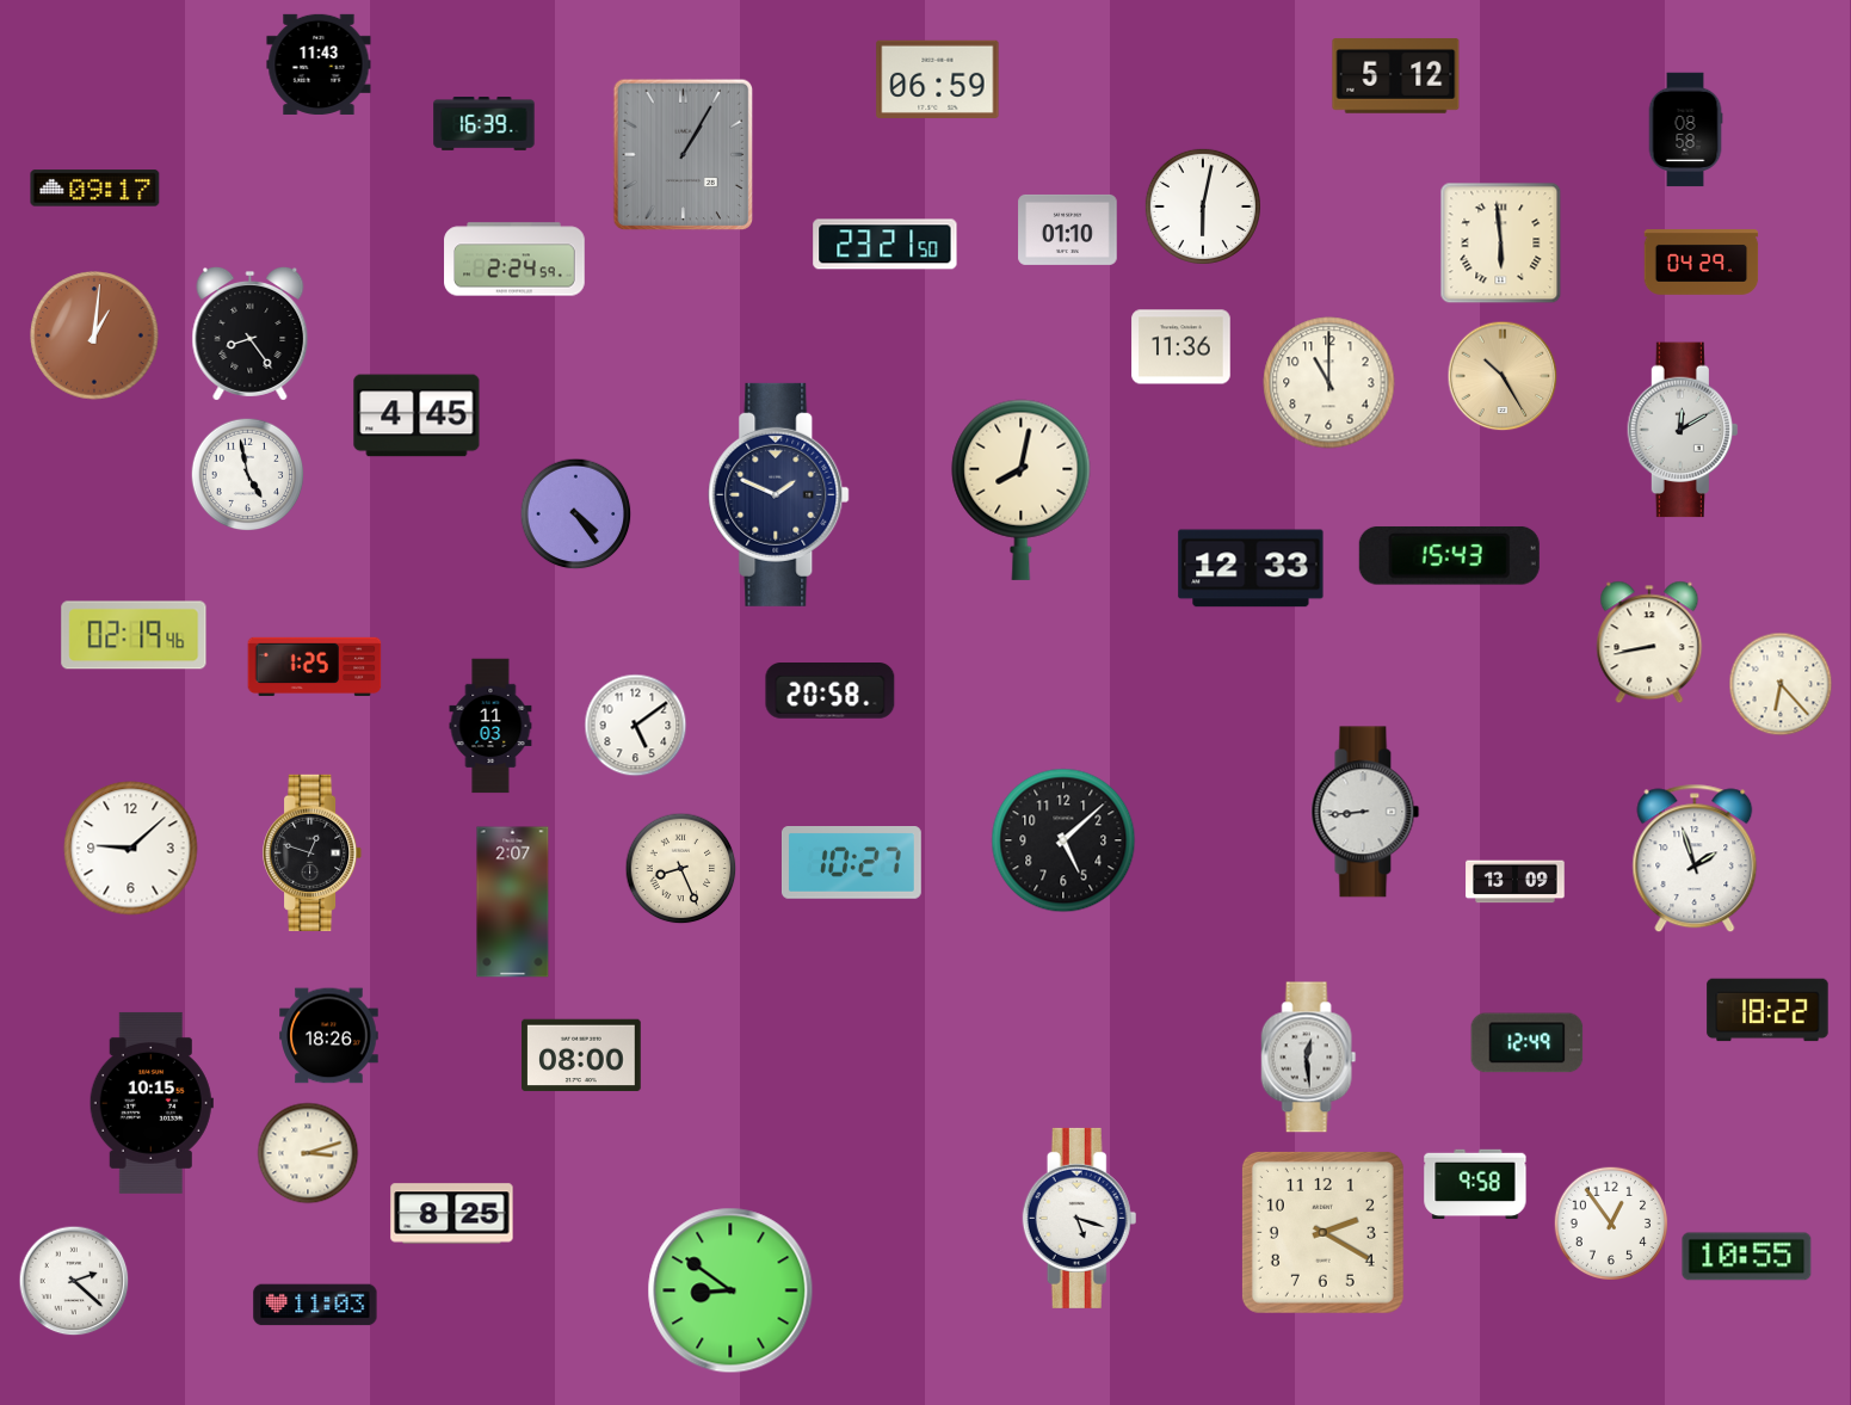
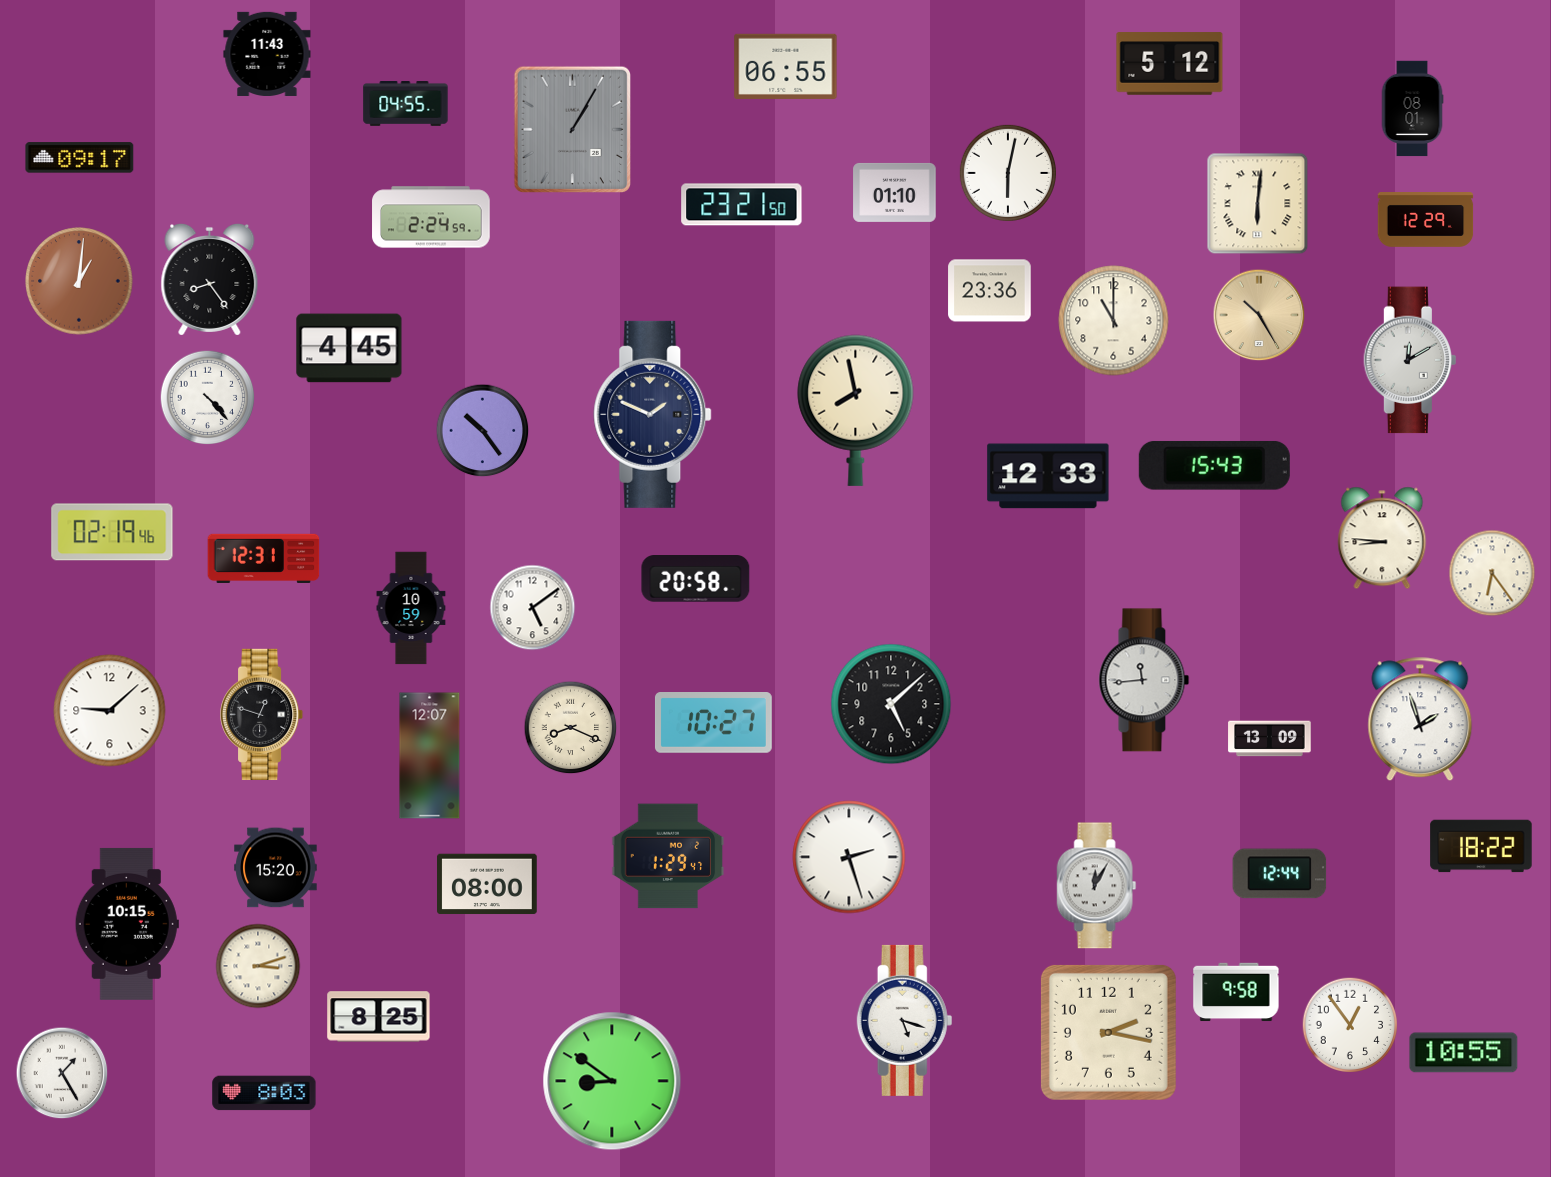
clock at (938, 79): 06:59 -> 06:55
clock at (485, 124): 16:39 -> 04:55
clock at (1685, 130): 08:58 -> 08:01
clock at (1501, 244): 5:59 -> 6:01
clock at (1702, 263): 04:29 -> 12:29
clock at (1181, 347): 11:36 -> 23:36
clock at (248, 475): 4:58 -> 4:23
clock at (1022, 489): 8:02 -> 7:58
clock at (576, 514): 4:24 -> 10:24
clock at (1649, 642): 8:43 -> 8:46
clock at (315, 666): 1:25 -> 12:31
clock at (1781, 684): 6:23 -> 6:24
clock at (490, 726): 11:03 -> 10:59
clock at (1365, 812): 8:44 -> 11:44
clock at (681, 869): 8:26 -> 8:19
clock at (513, 902): 2:07 -> 12:07
clock at (668, 856): none -> 1:29
clock at (849, 857): none -> 2:27
clock at (329, 1036): 18:26 -> 15:20
clock at (1528, 1043): 12:49 -> 12:44
clock at (1309, 1058): 12:29 -> 12:05
clock at (1322, 1232): 2:20 -> 2:17
clock at (74, 1281): 2:22 -> 1:25
clock at (315, 1305): 11:03 -> 8:03
